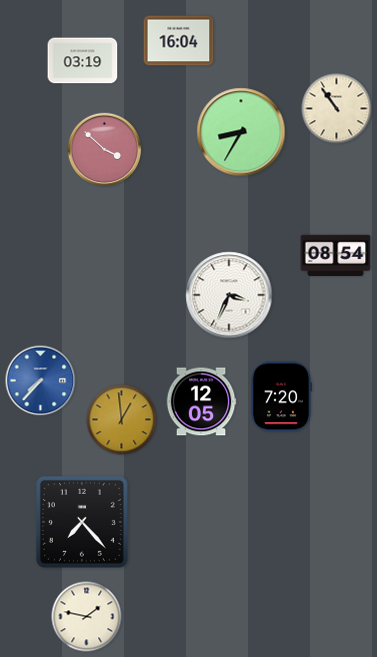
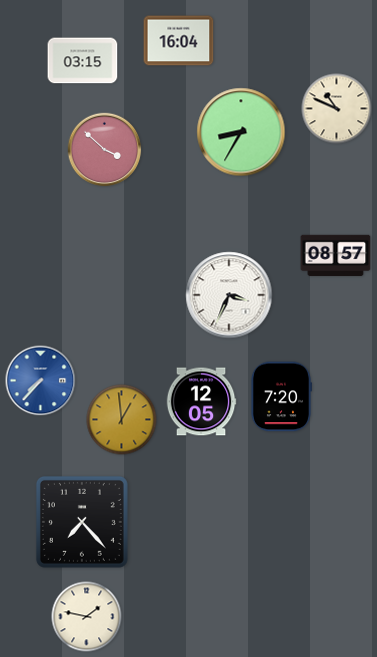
clock at (83, 61): 03:19 -> 03:15
clock at (337, 109): 10:54 -> 10:49
clock at (336, 256): 08:54 -> 08:57
